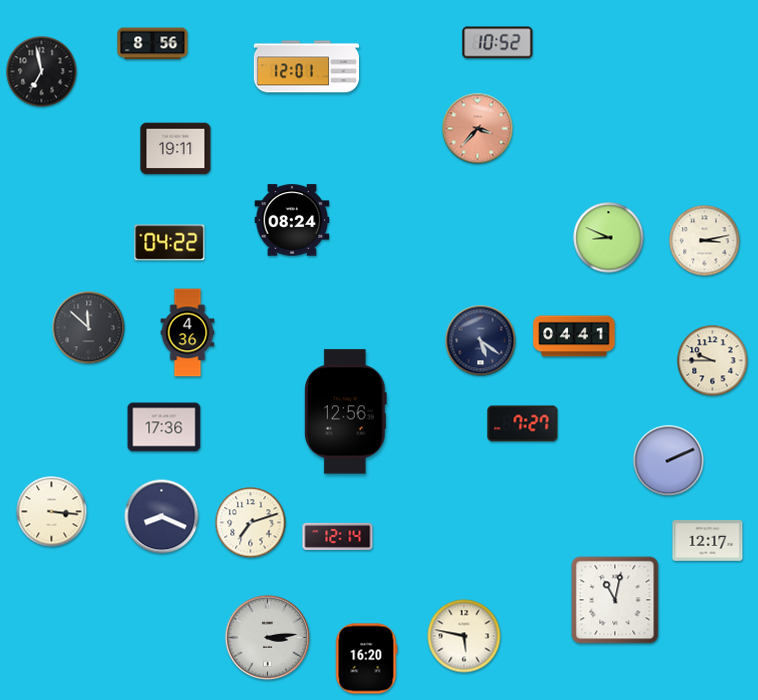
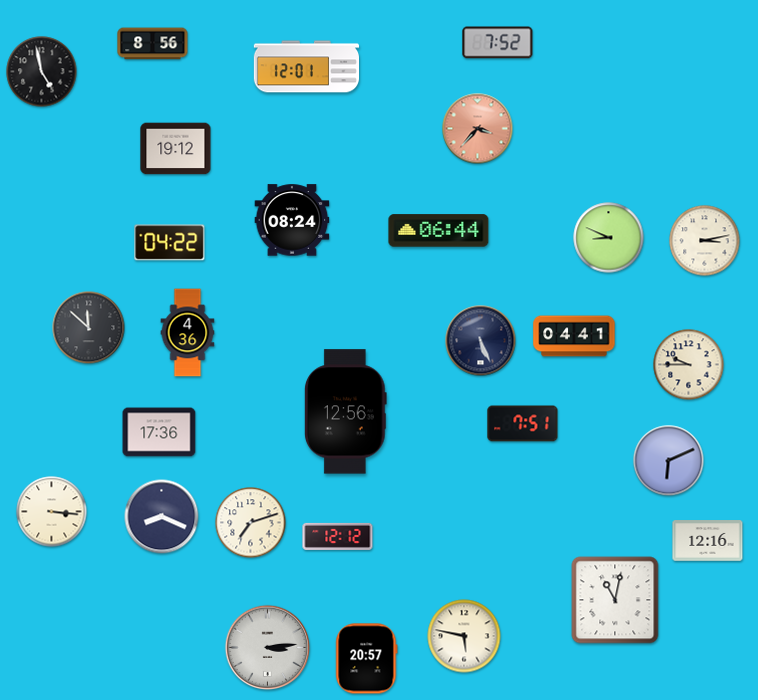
clock at (498, 43): 10:52 -> 7:52
clock at (42, 72): 6:58 -> 4:58
clock at (176, 149): 19:11 -> 19:12
clock at (439, 231): none -> 06:44
clock at (481, 341): 5:21 -> 5:26
clock at (713, 361) position: (713, 361) -> (689, 365)
clock at (523, 424): 7:27 -> 7:51
clock at (164, 427) position: (164, 427) -> (159, 432)
clock at (669, 461): 2:11 -> 6:11
clock at (338, 536): 12:14 -> 12:12
clock at (708, 541): 12:17 -> 12:16
clock at (268, 638) position: (268, 638) -> (268, 648)
clock at (367, 659): 16:20 -> 20:57
